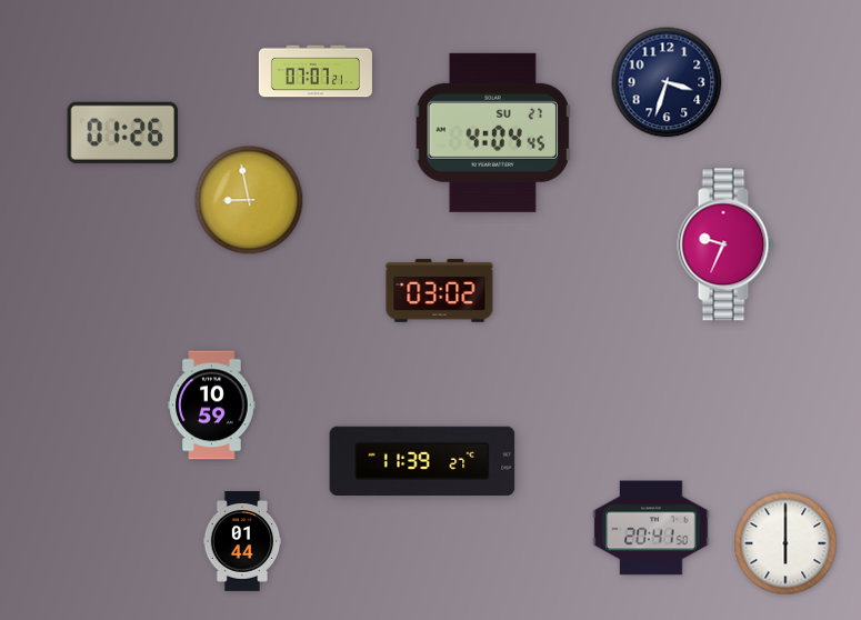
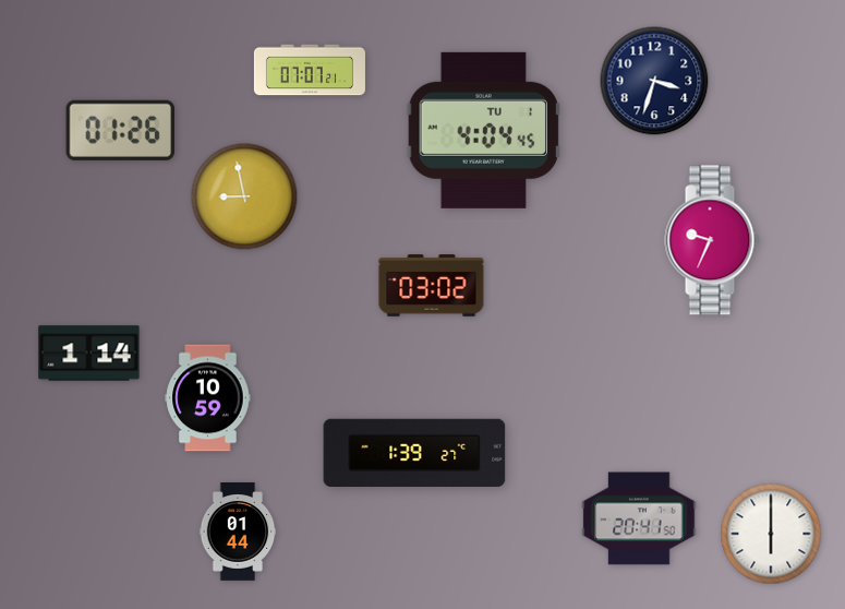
clock at (492, 132) date: SU 27 -> TU 1
clock at (89, 354): none -> 1:14
clock at (422, 460): 11:39 -> 1:39
